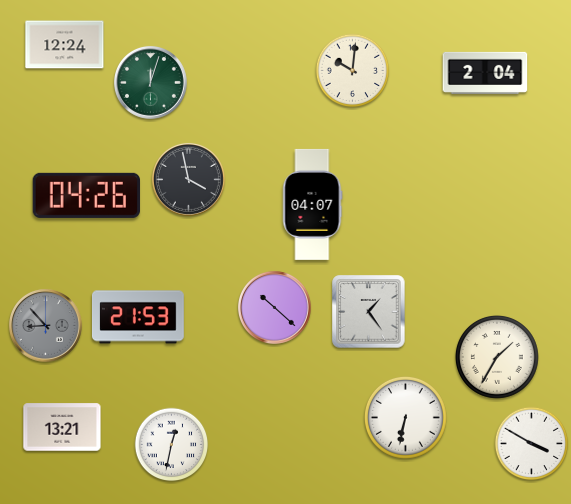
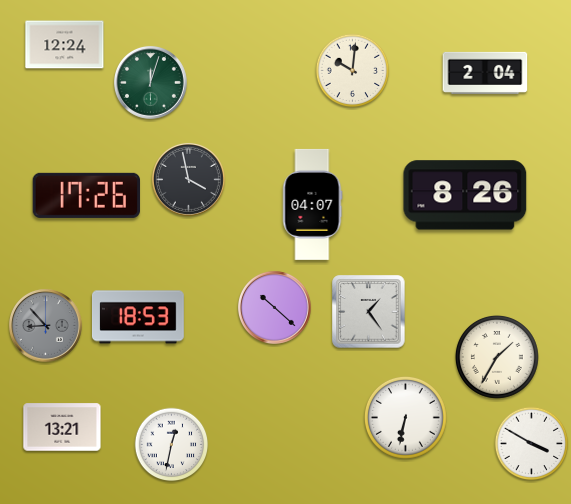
clock at (86, 195): 04:26 -> 17:26
clock at (465, 195): none -> 8:26
clock at (138, 317): 21:53 -> 18:53
